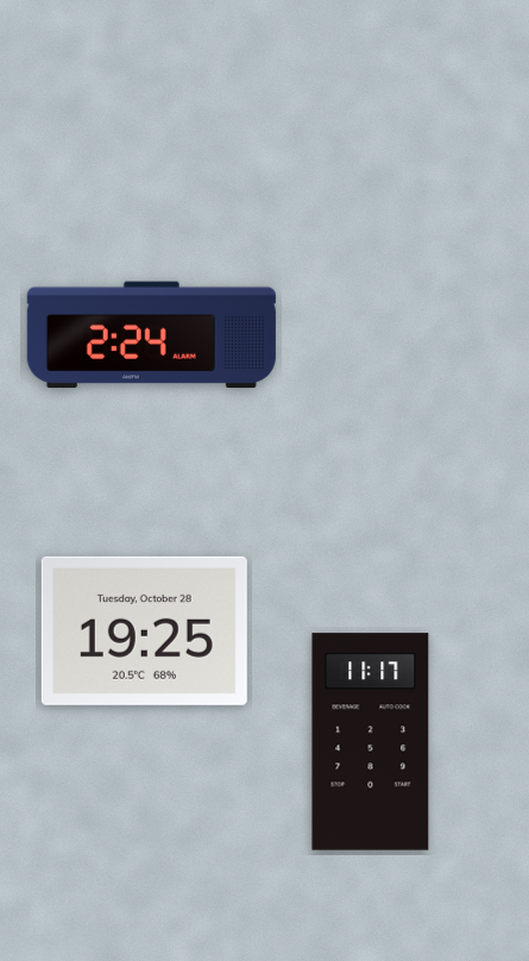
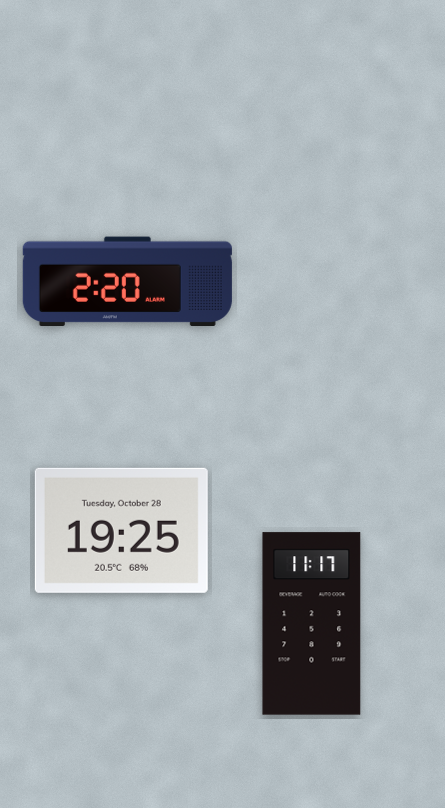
clock at (151, 335): 2:24 -> 2:20
